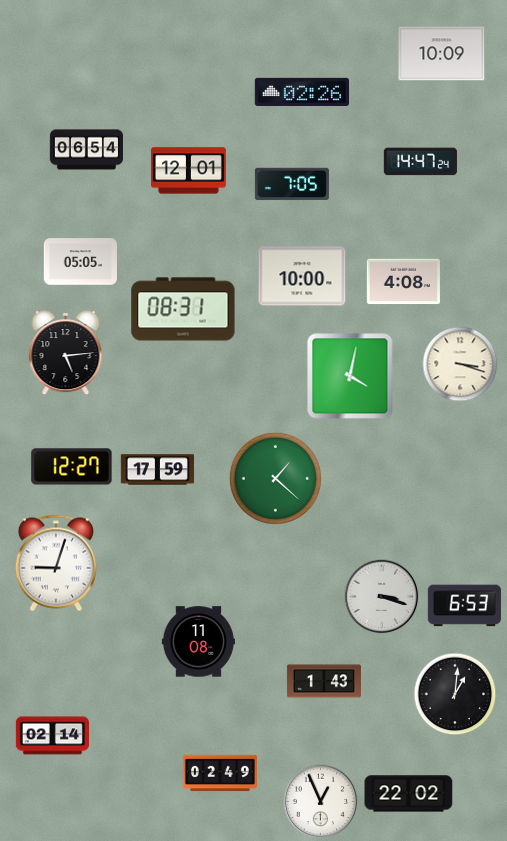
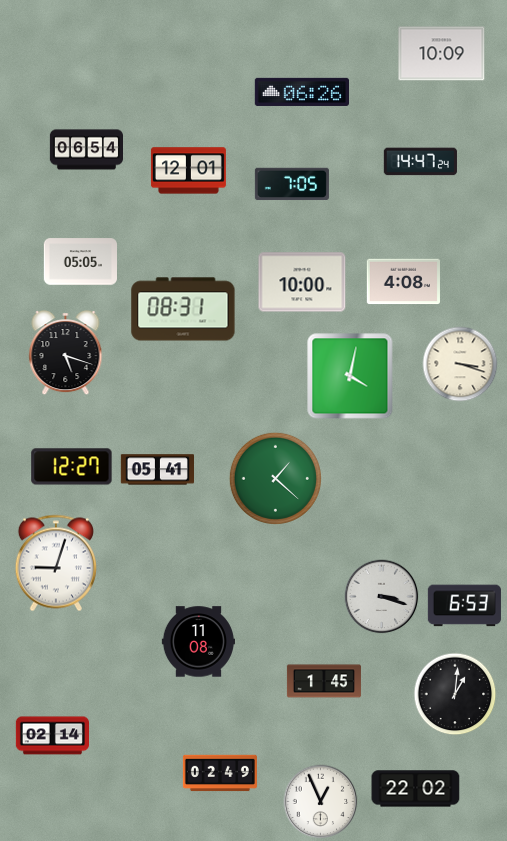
clock at (301, 92): 02:26 -> 06:26
clock at (302, 276) position: (302, 276) -> (302, 282)
clock at (66, 354): 5:14 -> 5:18
clock at (157, 470): 17:59 -> 05:41
clock at (324, 681): 1:43 -> 1:45
clock at (409, 794) position: (409, 794) -> (416, 789)
